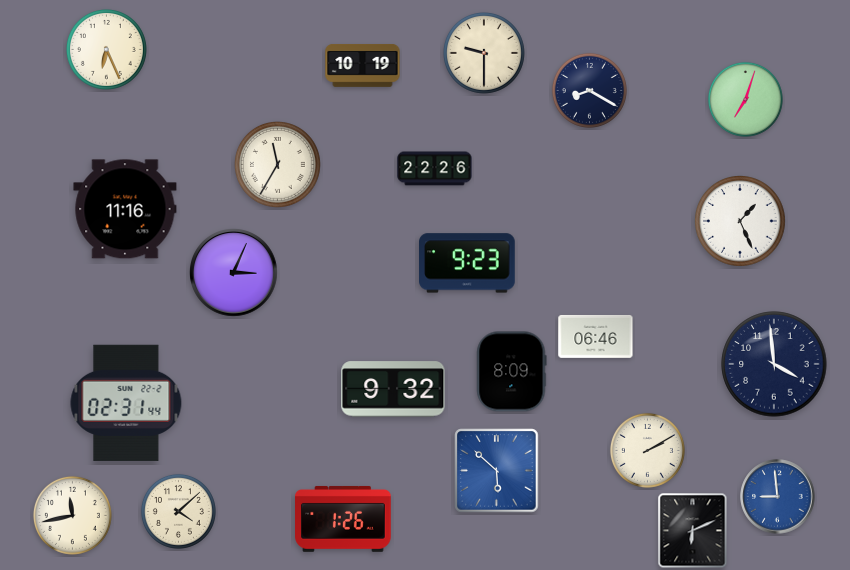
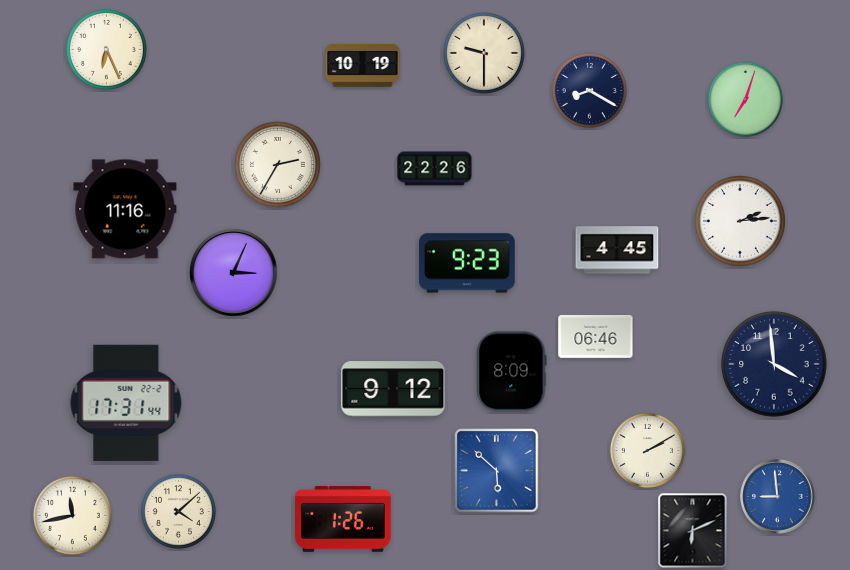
clock at (278, 165): 11:35 -> 2:35
clock at (740, 221): 1:26 -> 2:14
clock at (617, 250): none -> 4:45
clock at (393, 389): 9:32 -> 9:12
clock at (126, 403): 02:31 -> 17:31
